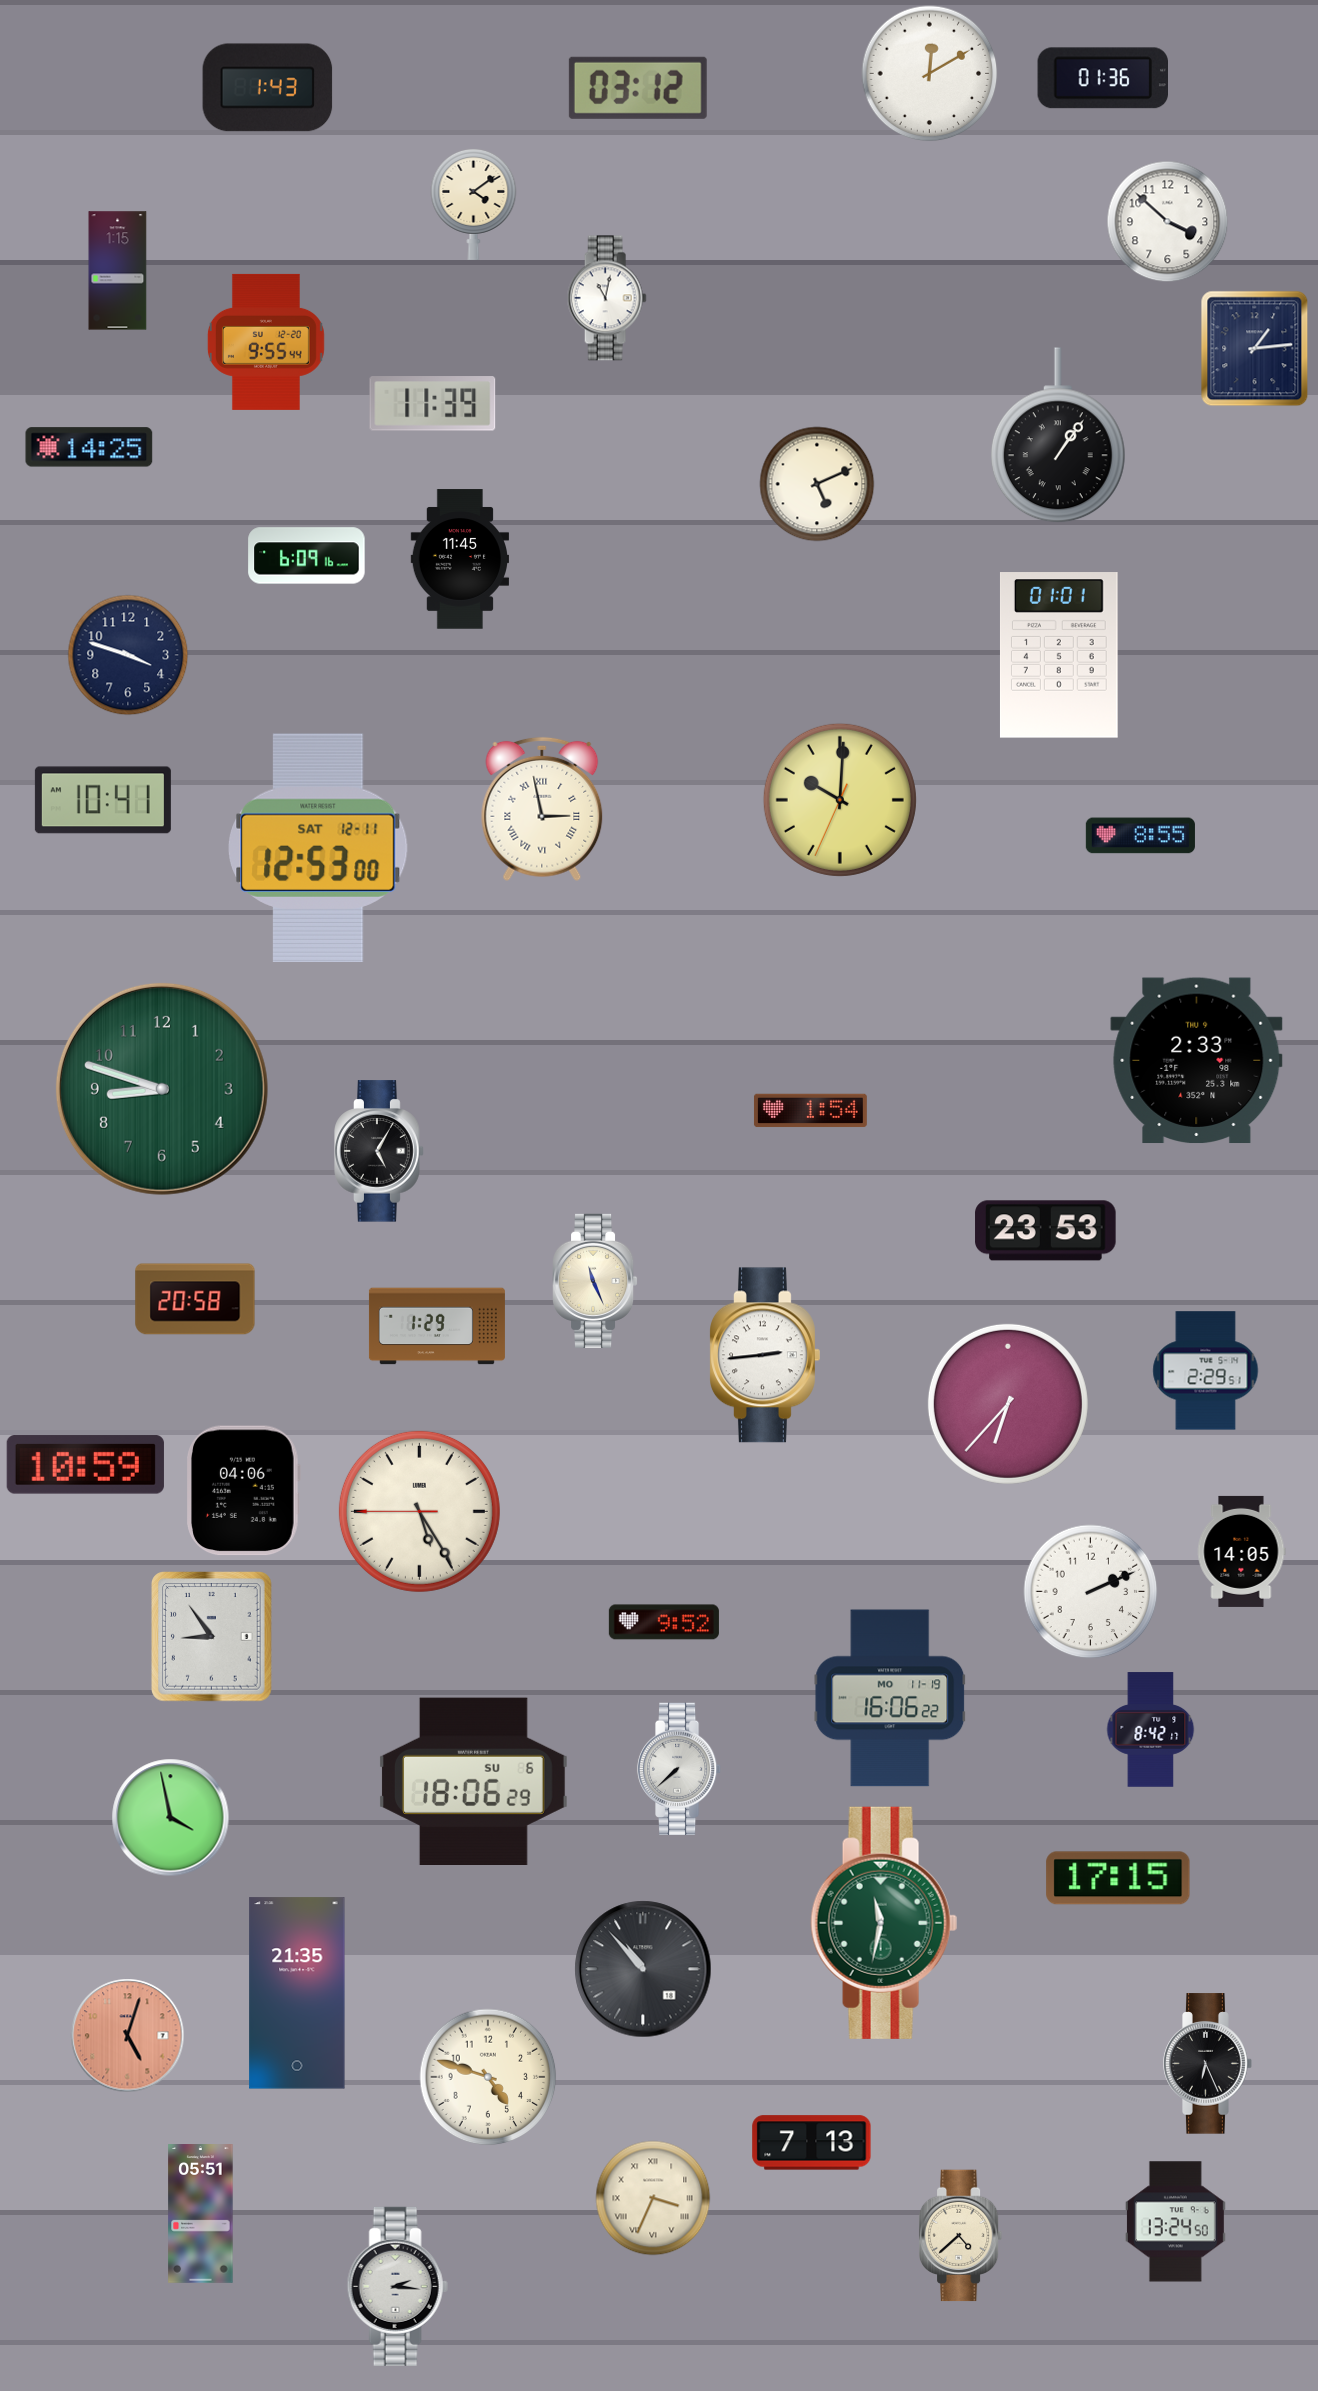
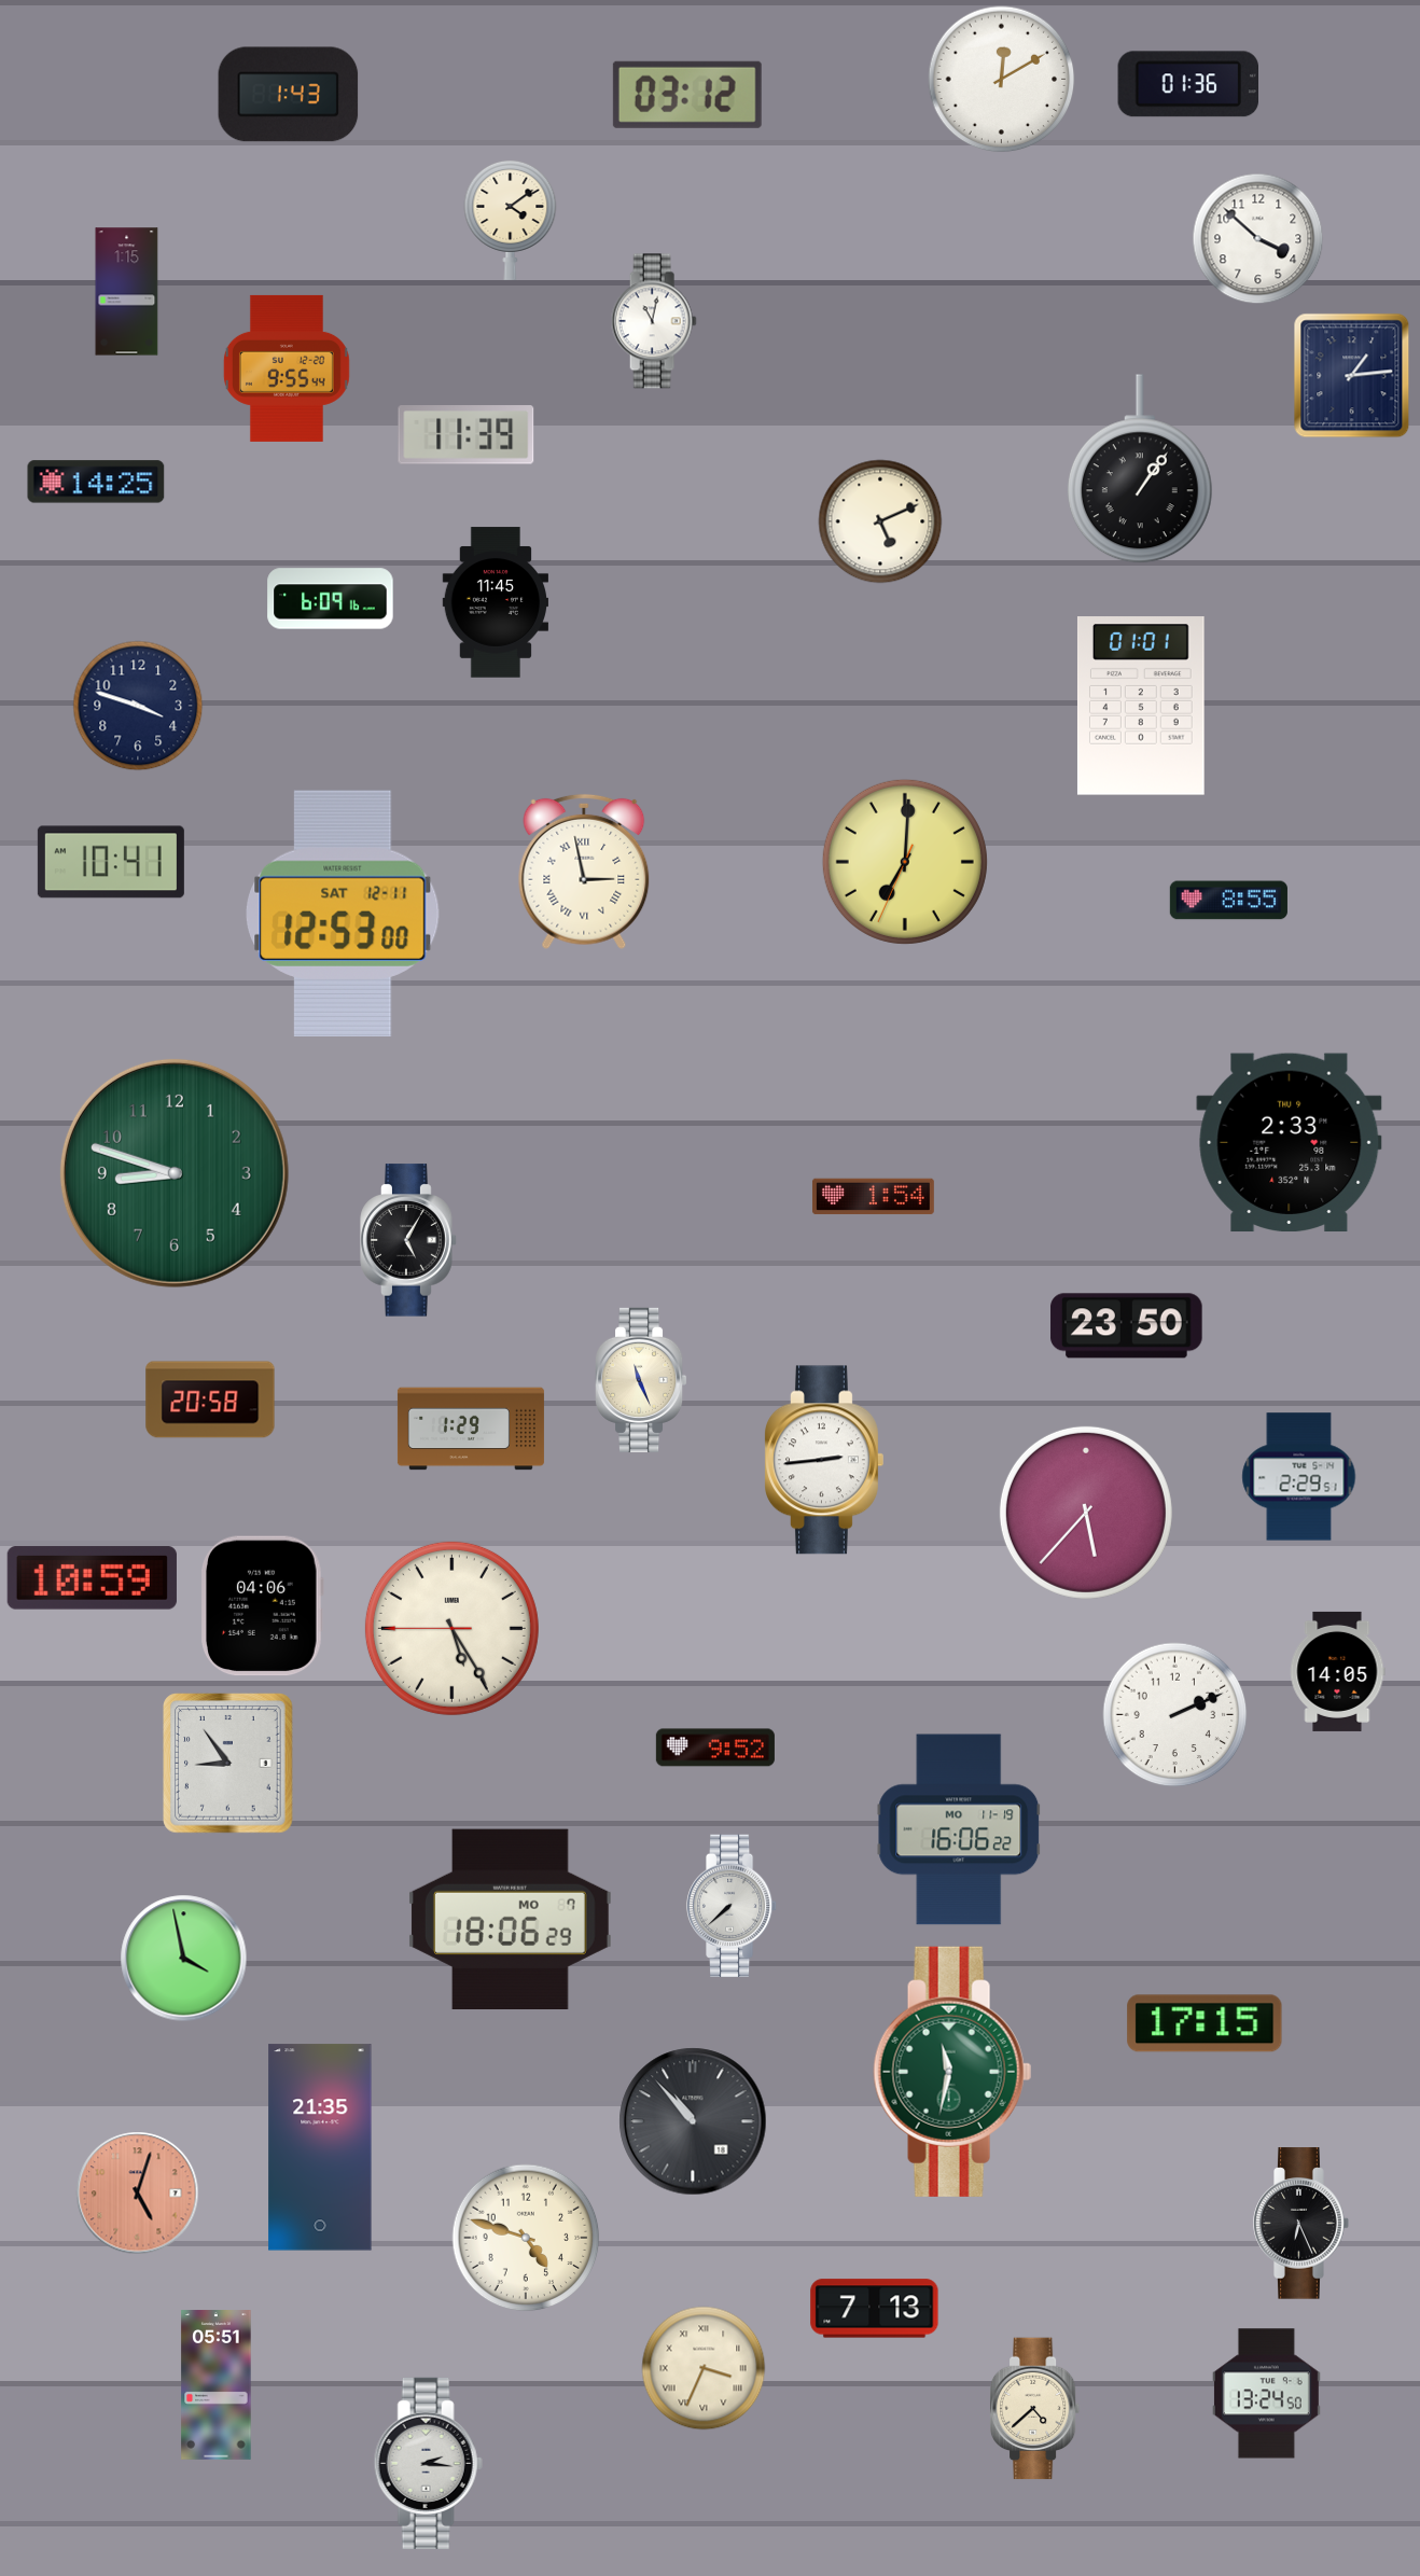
clock at (840, 800): 10:00 -> 7:00
clock at (1046, 1231): 23:53 -> 23:50
clock at (1008, 1404): 6:37 -> 5:37
clock at (1151, 1730): 8:42 -> none
clock at (473, 1781) date: SU 6 -> MO 7
